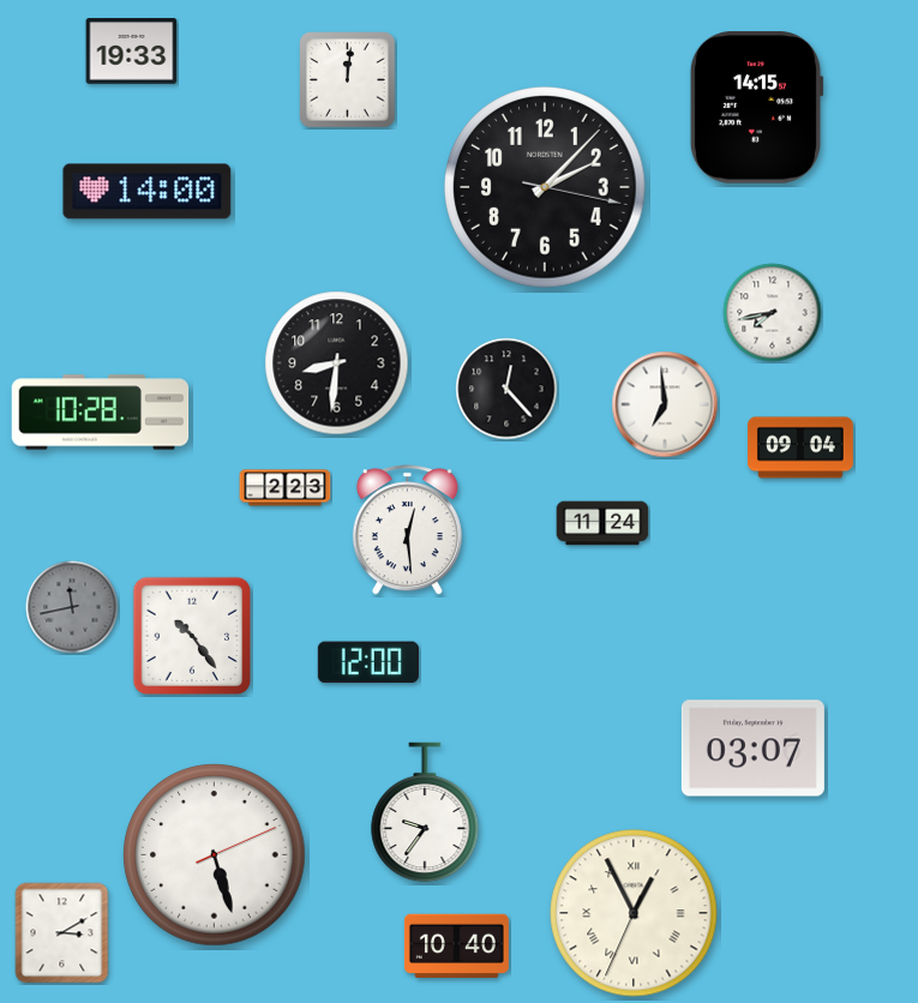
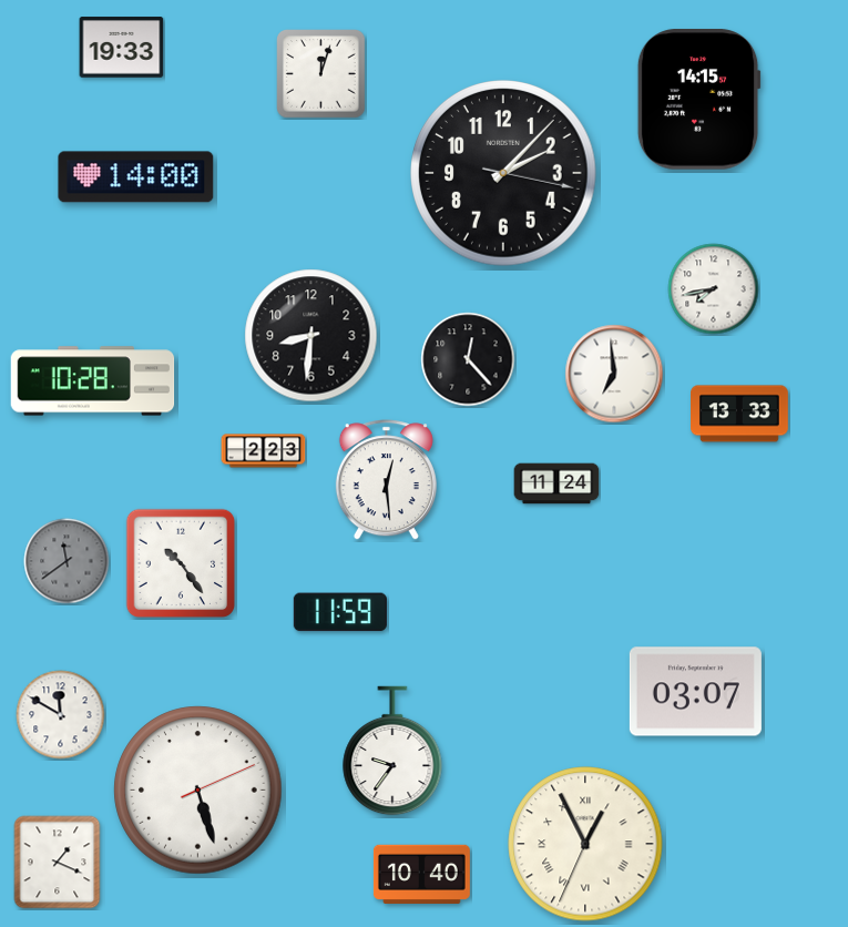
clock at (348, 80): 12:01 -> 12:03
clock at (802, 448): 09:04 -> 13:33
clock at (407, 530) position: (407, 530) -> (386, 480)
clock at (72, 607): 11:43 -> 11:39
clock at (192, 636) position: (192, 636) -> (181, 563)
clock at (368, 662): 12:00 -> 11:59
clock at (61, 715): none -> 11:50
clock at (62, 933): 3:10 -> 1:19
